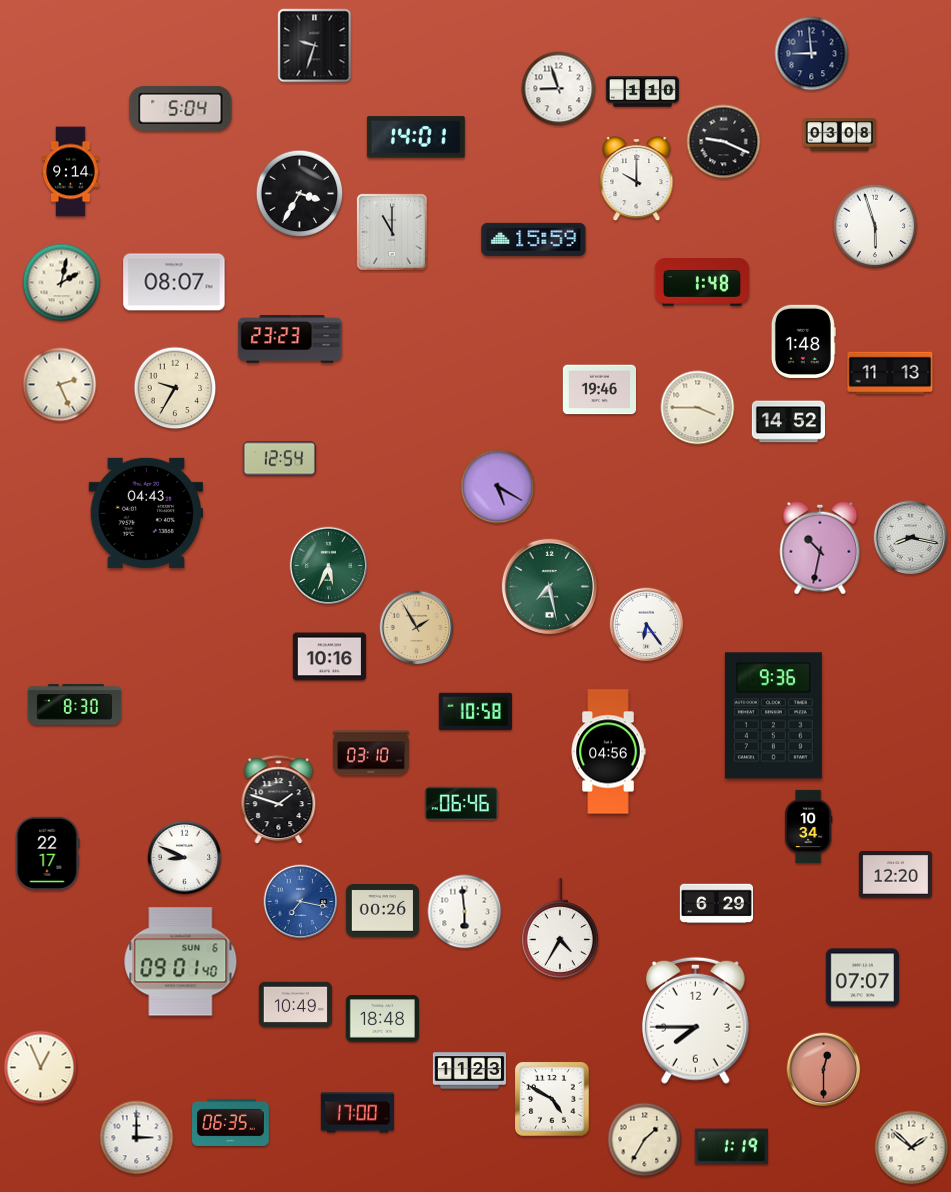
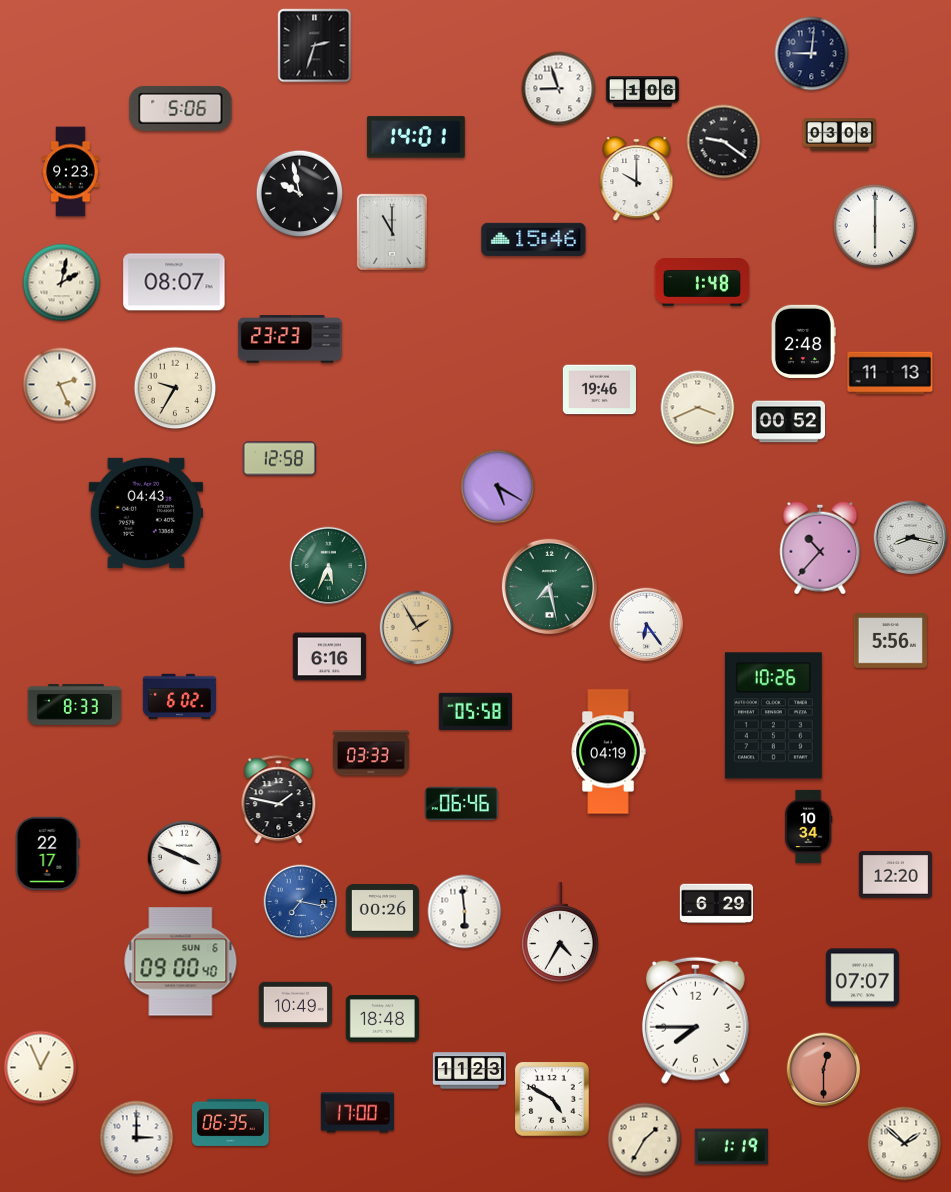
clock at (315, 46): 9:33 -> 2:33
clock at (812, 54): 8:59 -> 9:01
clock at (642, 92): 1:10 -> 1:06
clock at (181, 108): 5:04 -> 5:06
clock at (724, 142): 9:19 -> 9:21
clock at (71, 172): 9:14 -> 9:23
clock at (300, 194): 3:35 -> 9:58
clock at (875, 226): 5:57 -> 6:00
clock at (534, 239): 15:59 -> 15:46
clock at (803, 341): 1:48 -> 2:48
clock at (698, 408): 3:45 -> 3:41
clock at (788, 422): 14:52 -> 00:52
clock at (279, 459): 12:54 -> 12:58
clock at (820, 548): 10:32 -> 10:37
clock at (890, 641): none -> 5:56
clock at (329, 657): 10:16 -> 6:16
clock at (179, 697): none -> 6:02
clock at (75, 704): 8:30 -> 8:33
clock at (475, 711): 10:58 -> 05:58
clock at (773, 716): 9:36 -> 10:26
clock at (608, 752): 04:56 -> 04:19
clock at (371, 753): 03:10 -> 03:33
clock at (279, 800): 1:48 -> 1:47
clock at (185, 858): 8:49 -> 3:49
clock at (560, 928) position: (560, 928) -> (560, 932)
clock at (181, 962): 09:01 -> 09:00
clock at (912, 1148) position: (912, 1148) -> (905, 1144)
